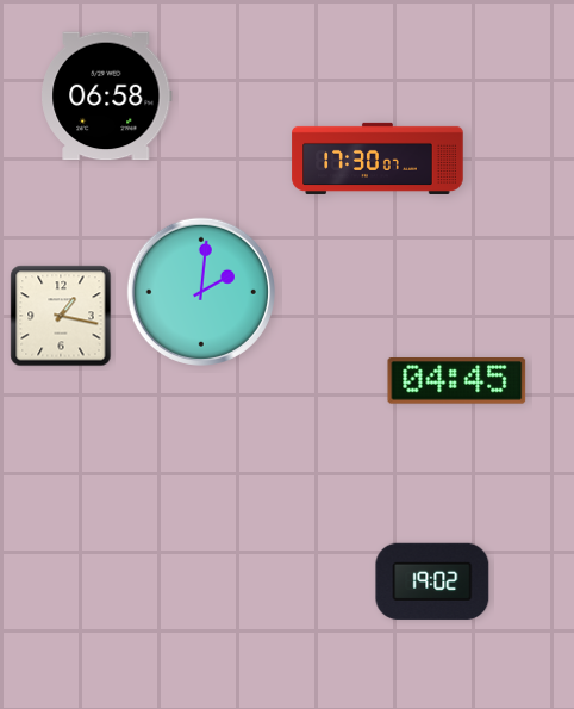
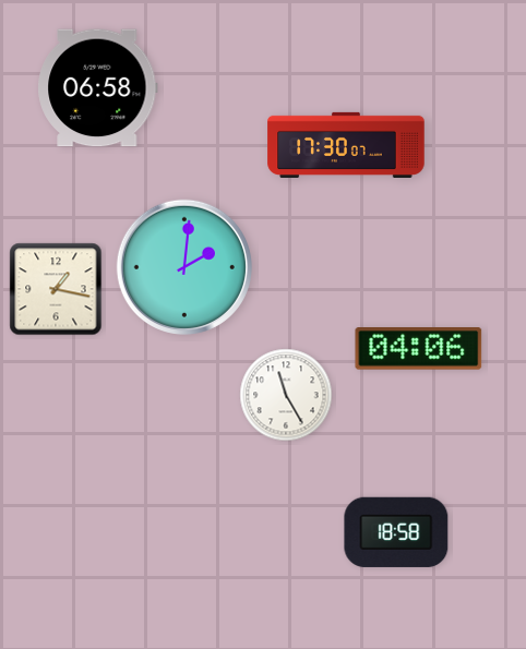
clock at (457, 381): 04:45 -> 04:06
clock at (286, 395): none -> 11:25
clock at (432, 581): 19:02 -> 18:58
